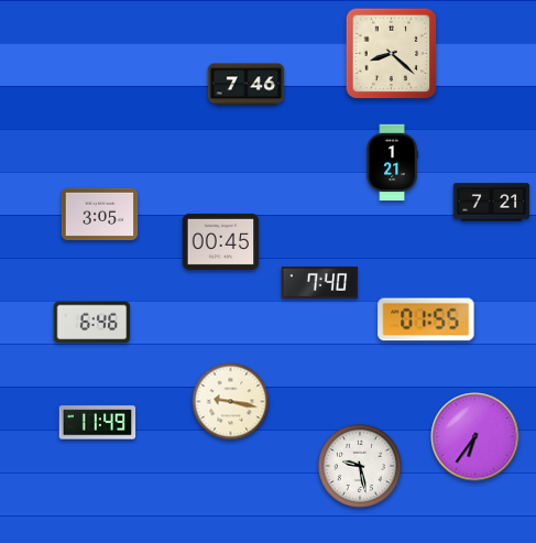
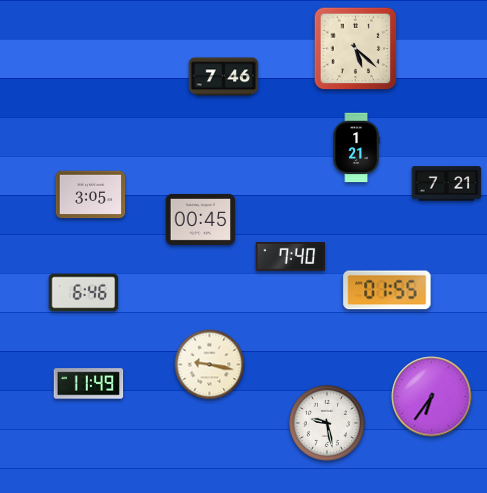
clock at (392, 54): 8:22 -> 5:22
